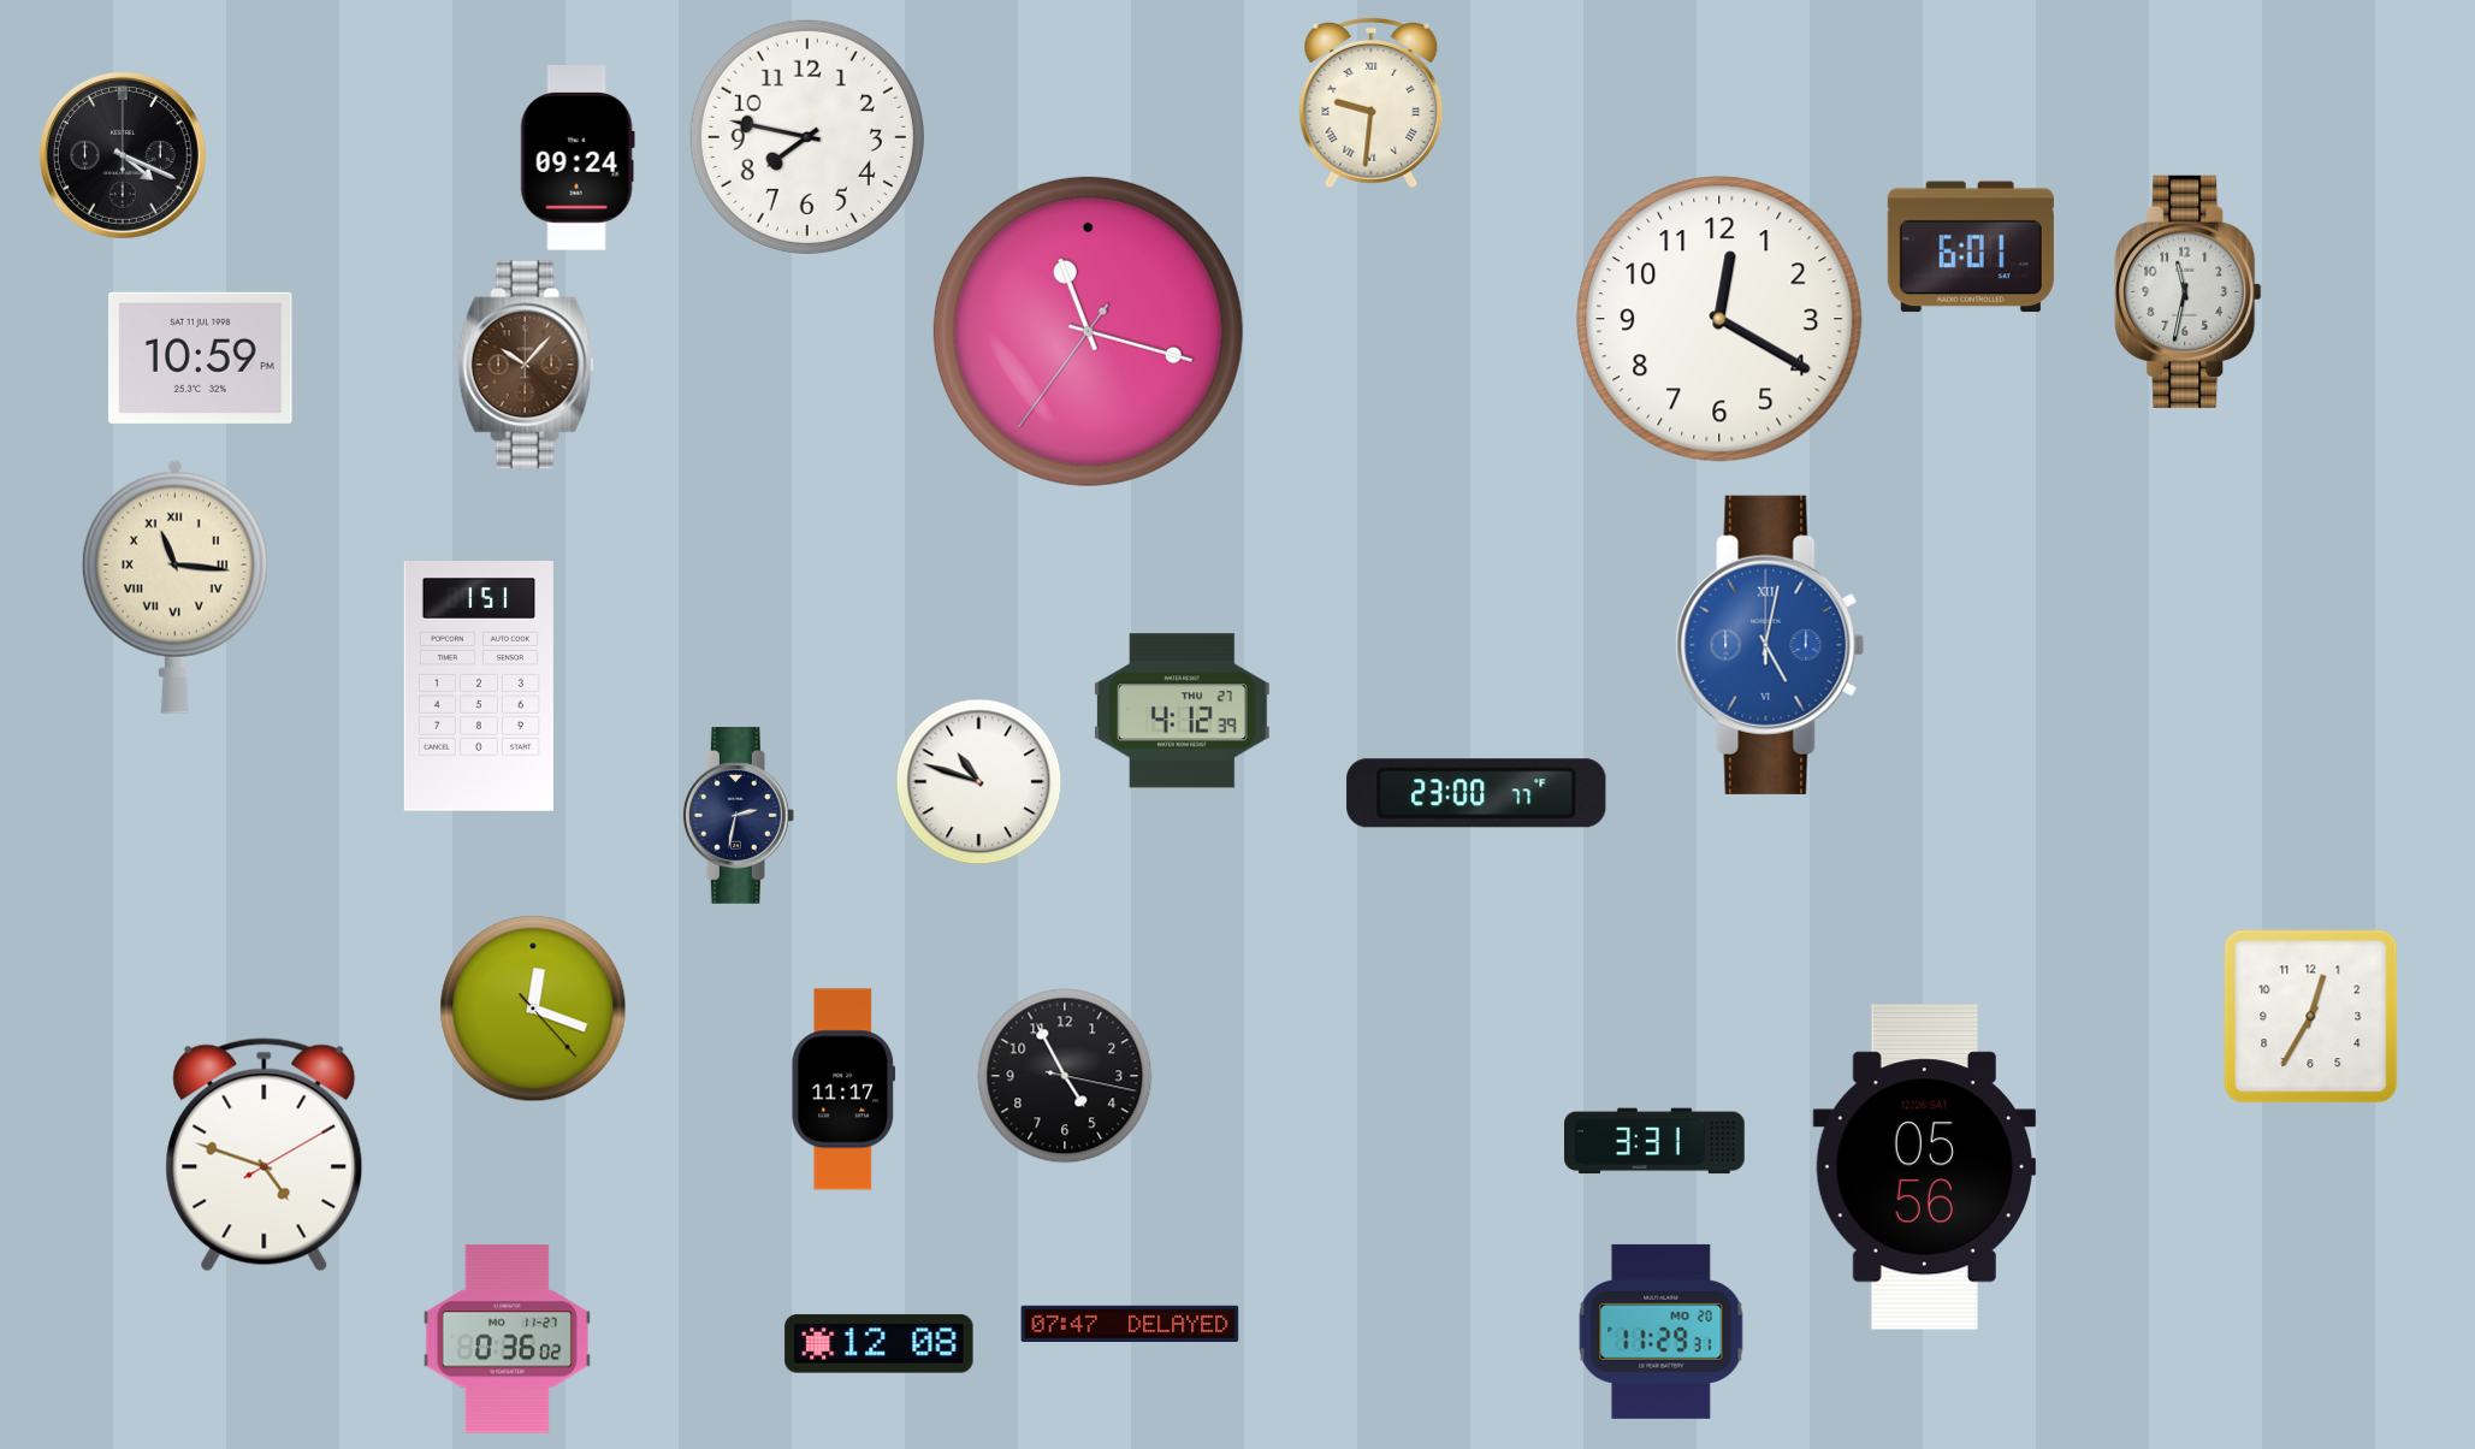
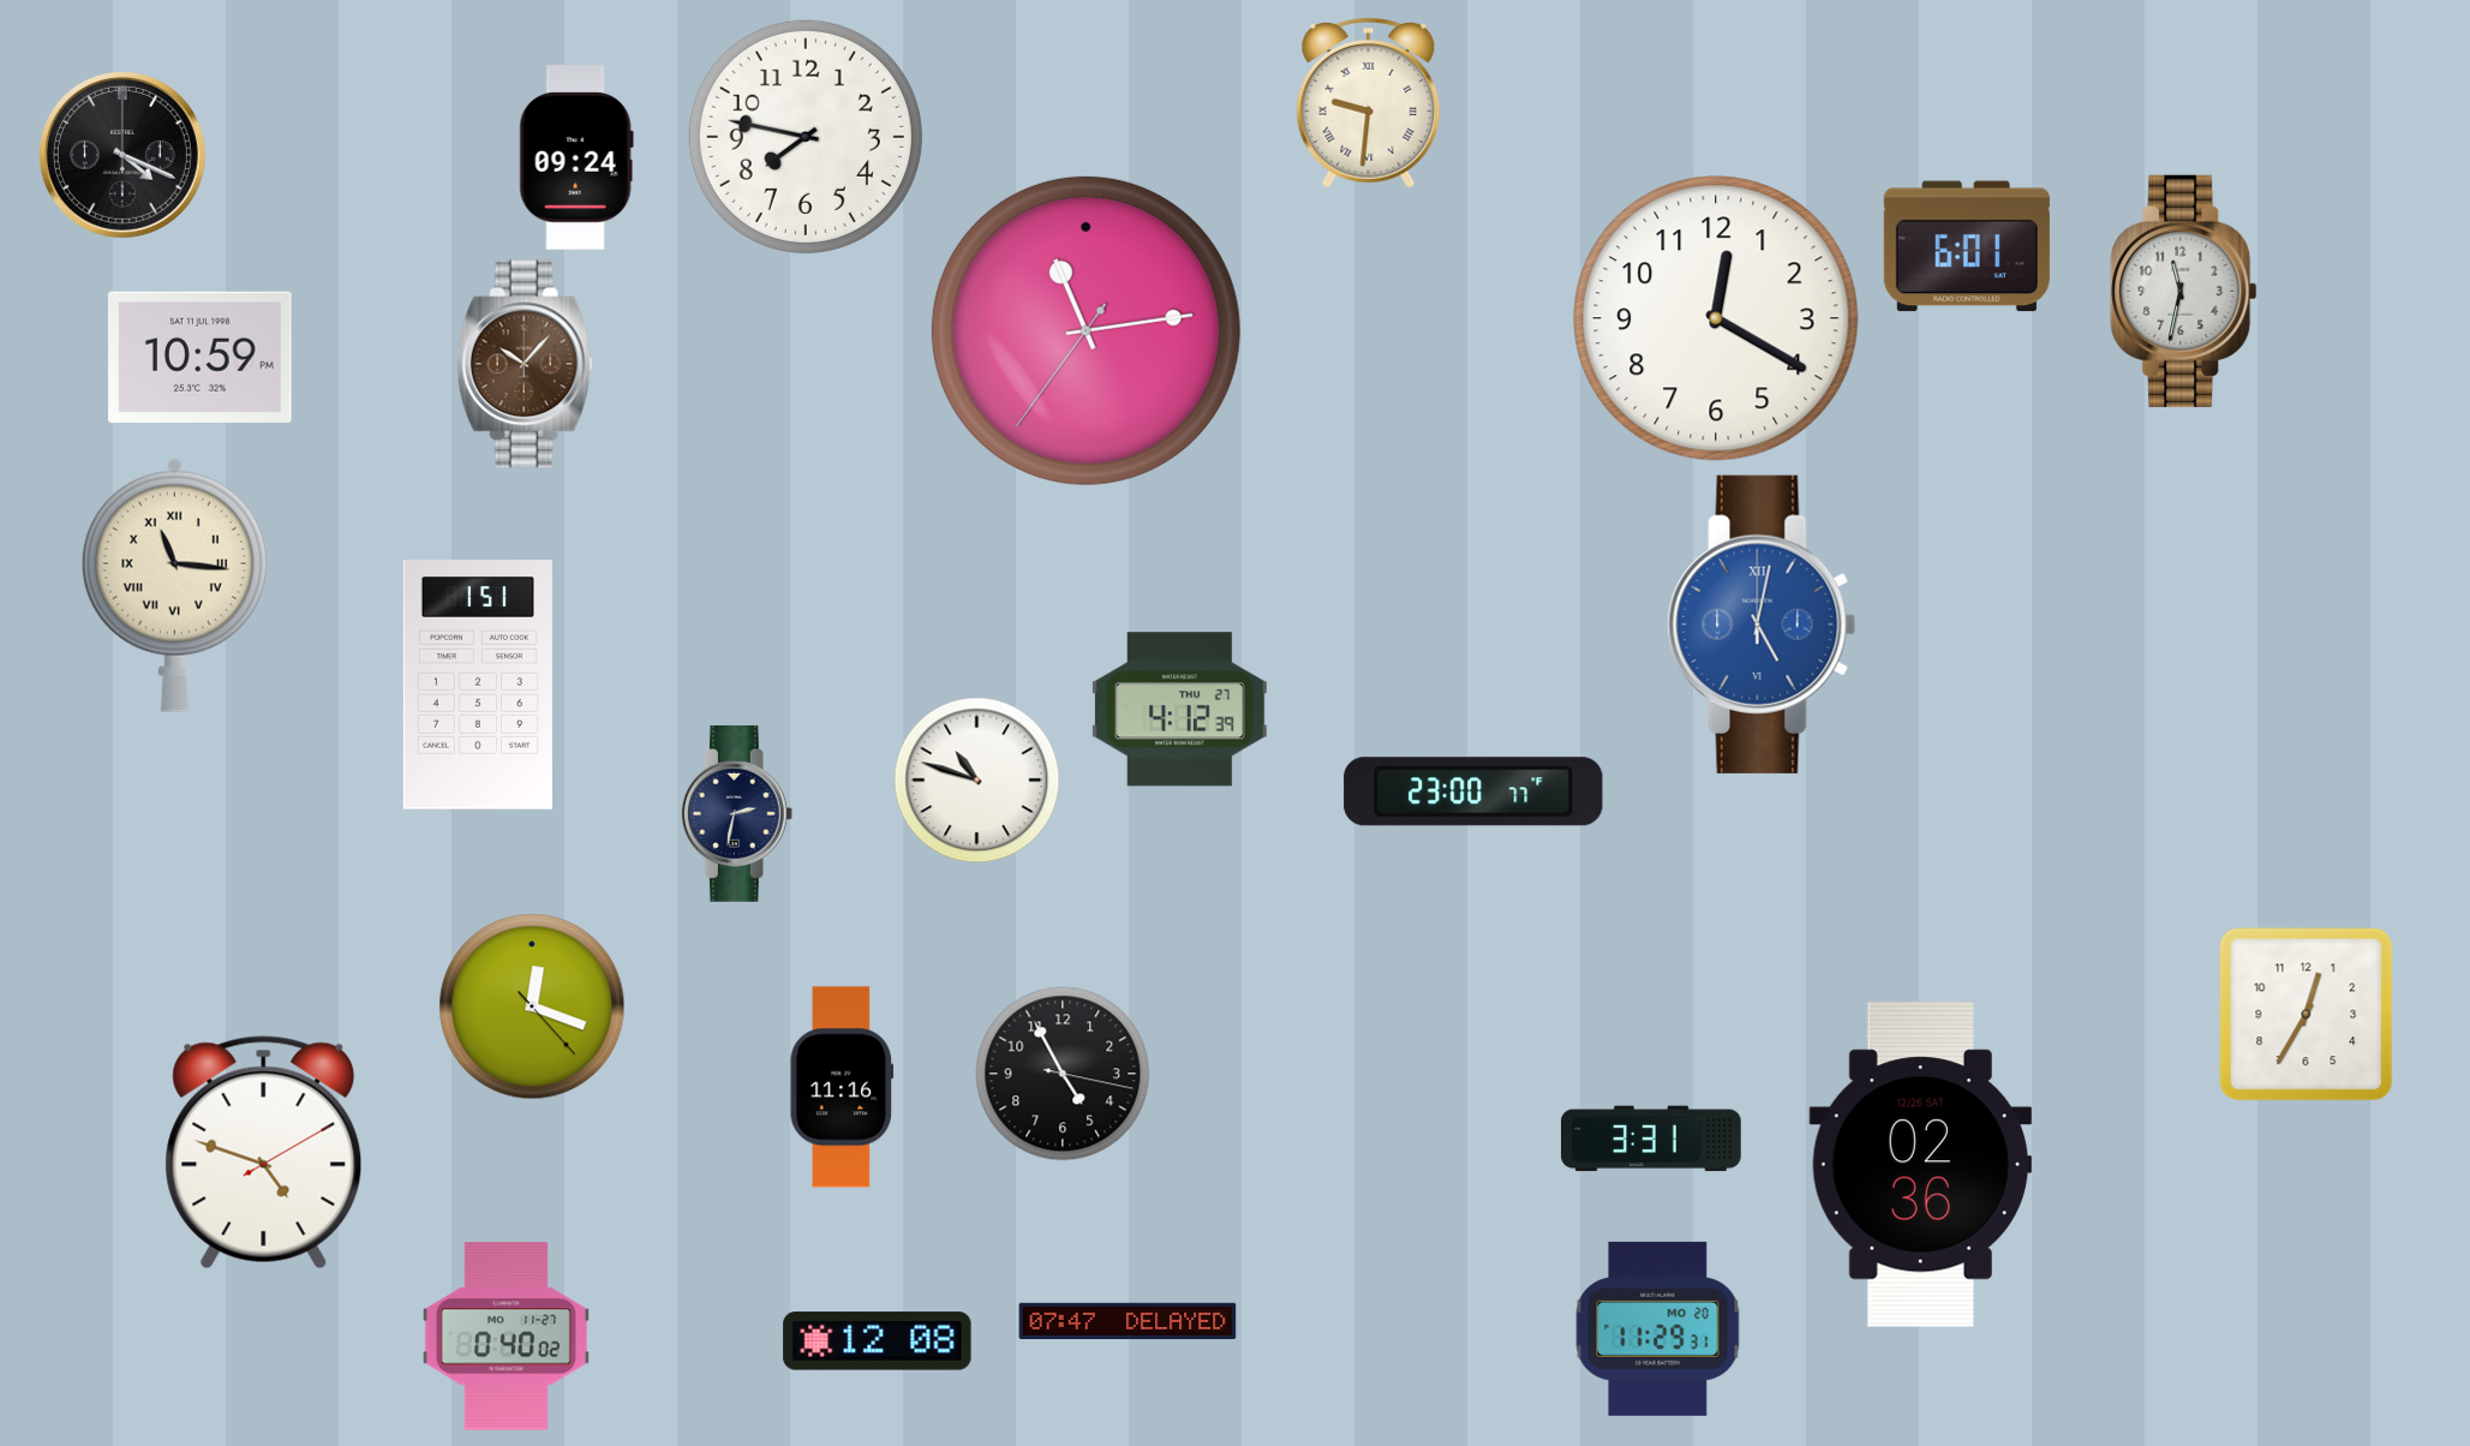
clock at (1088, 331): 11:17 -> 11:13
clock at (1770, 645) position: (1770, 645) -> (1762, 625)
clock at (843, 1089): 11:17 -> 11:16
clock at (1924, 1167): 05:56 -> 02:36
clock at (507, 1339): 0:36 -> 0:40
